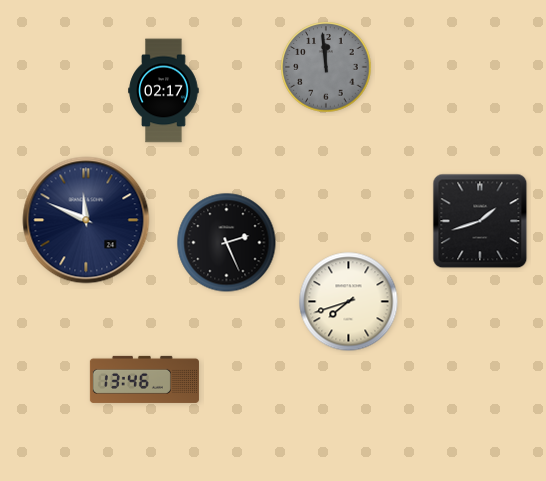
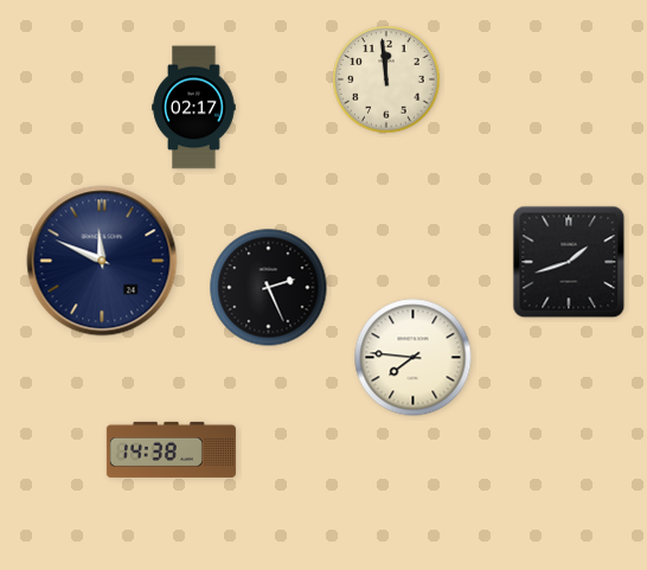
clock at (326, 67) dial: grey -> cream
clock at (349, 302): 7:42 -> 7:46
clock at (144, 379): 13:46 -> 14:38
